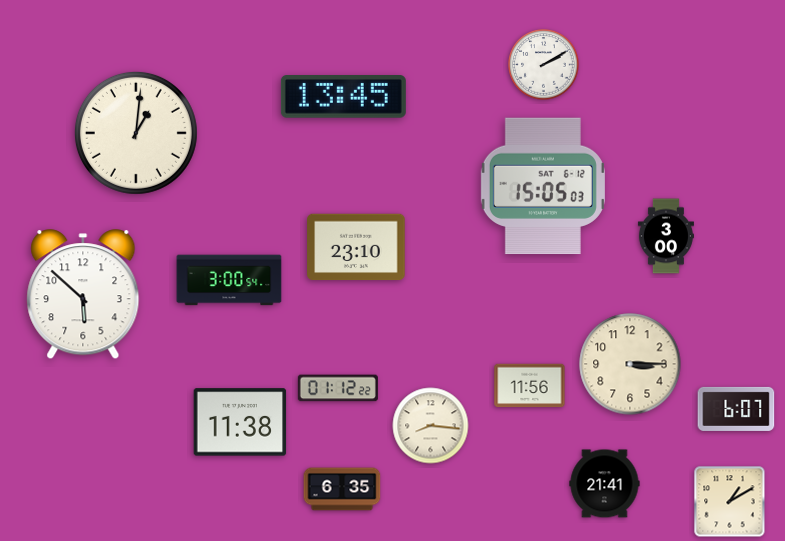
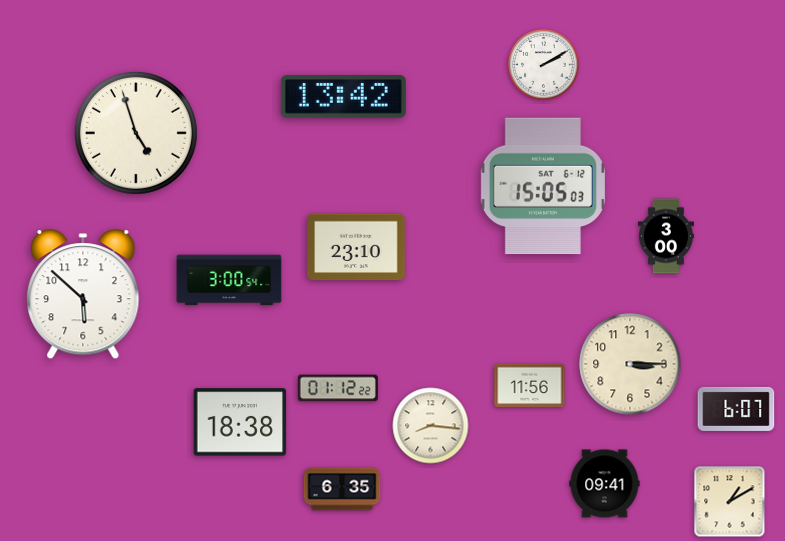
clock at (343, 97): 13:45 -> 13:42
clock at (136, 133): 1:01 -> 4:57
clock at (240, 422): 11:38 -> 18:38
clock at (605, 484): 21:41 -> 09:41
